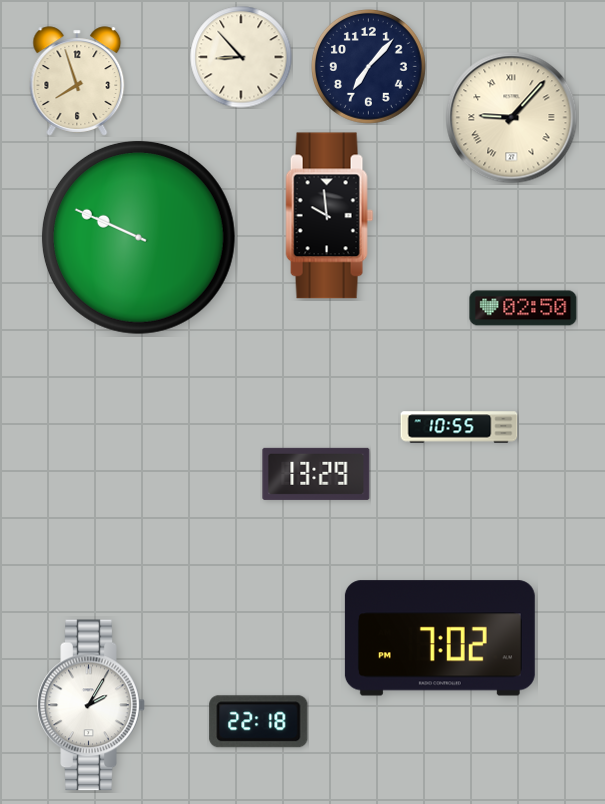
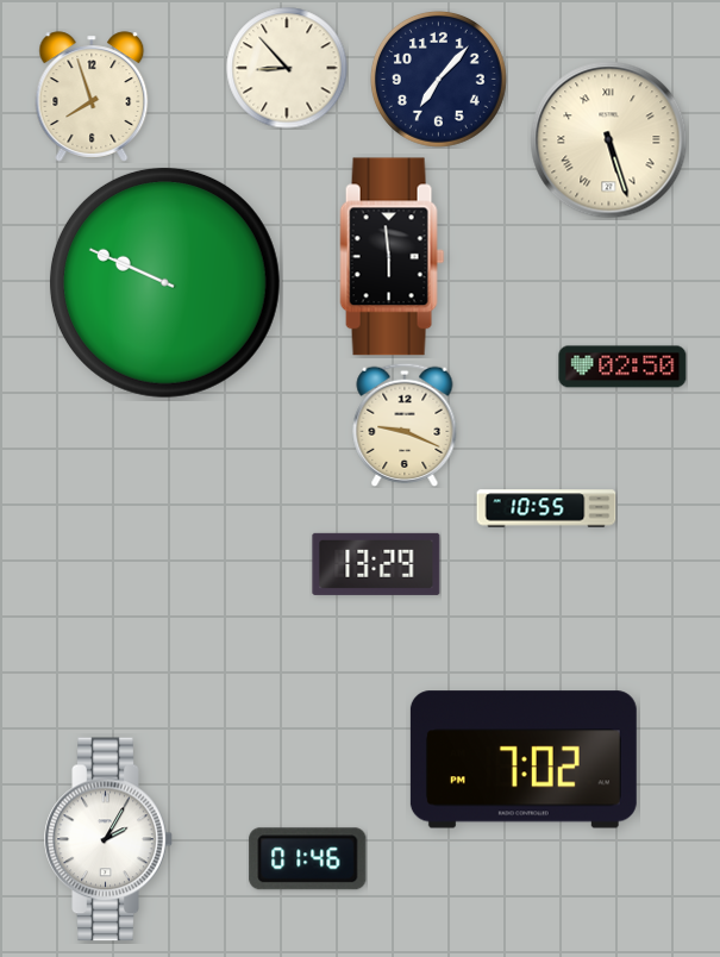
clock at (512, 118): 9:07 -> 5:27
clock at (330, 216): 9:59 -> 5:59
clock at (405, 425): none -> 9:19
clock at (259, 722): 22:18 -> 01:46
